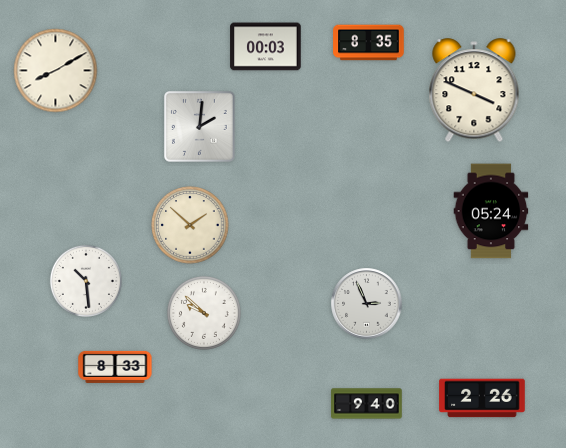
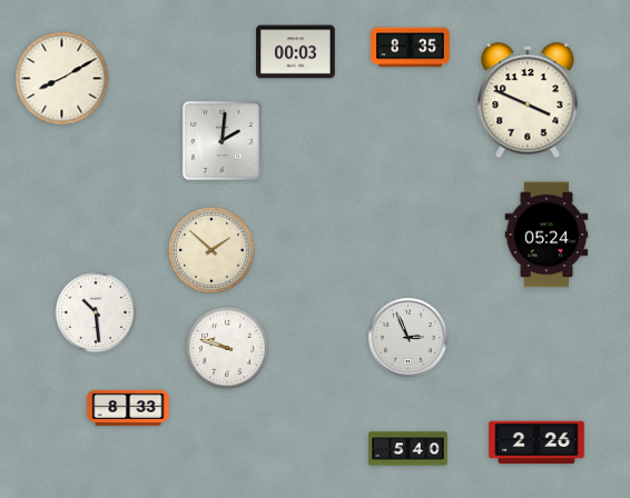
clock at (204, 313): 9:52 -> 9:48
clock at (367, 404): 9:40 -> 5:40
